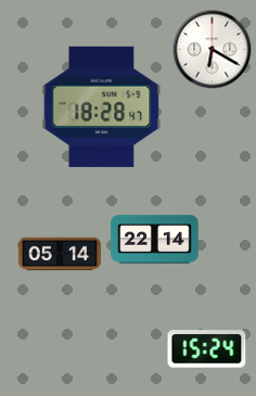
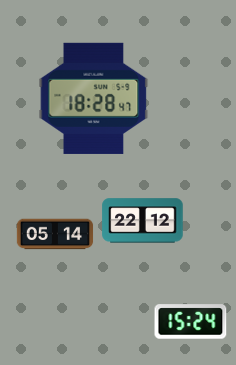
clock at (213, 50): 6:20 -> none
clock at (155, 240): 22:14 -> 22:12
